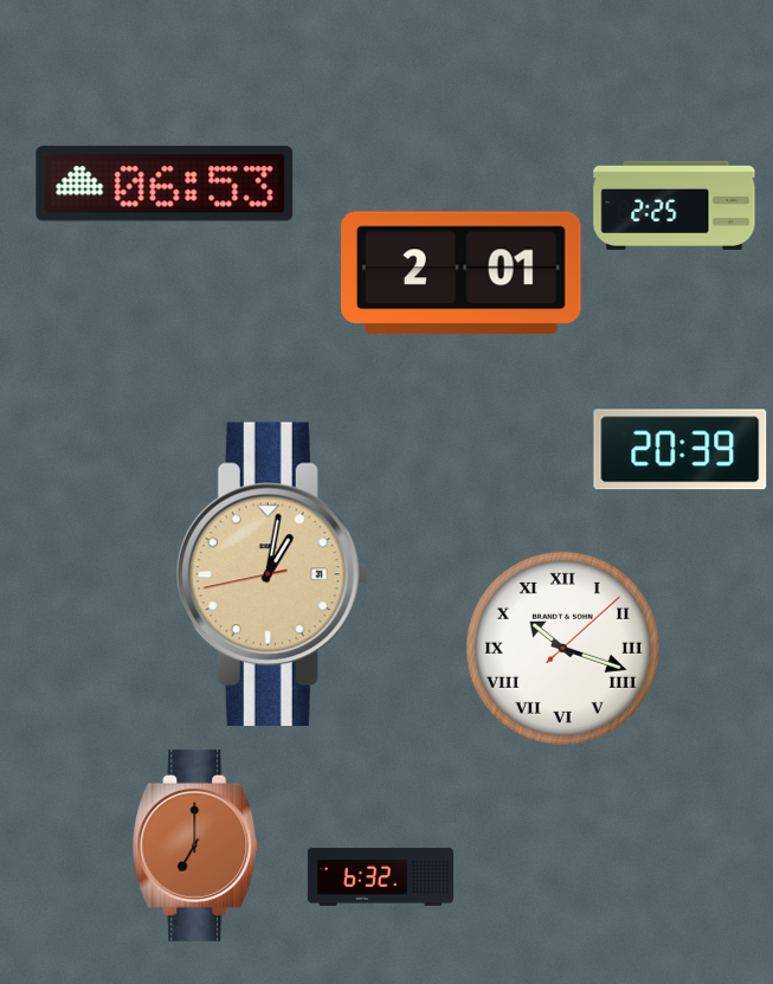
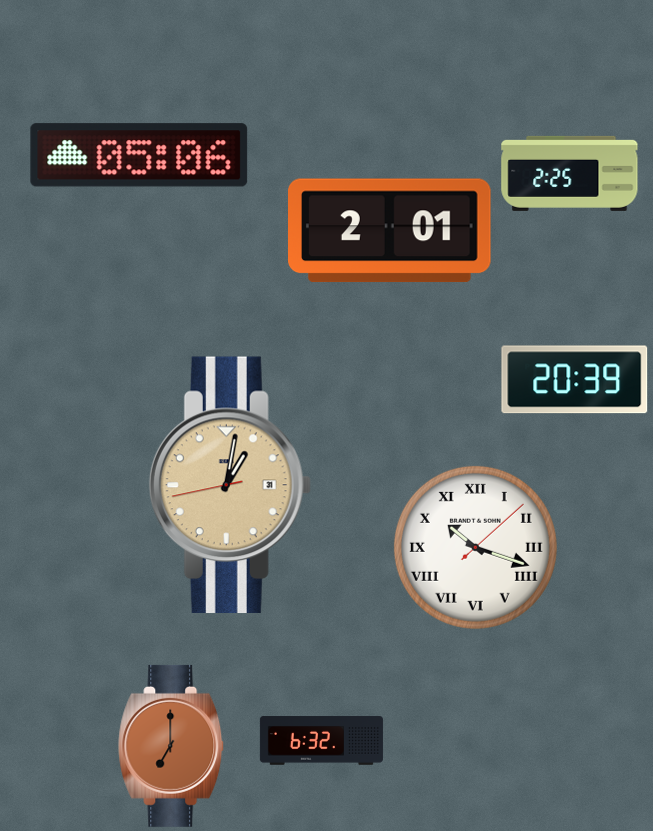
clock at (165, 184): 06:53 -> 05:06
clock at (197, 845) position: (197, 845) -> (172, 746)
